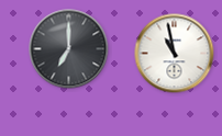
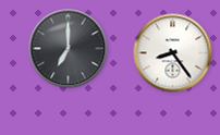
clock at (175, 54): 10:58 -> 8:24
